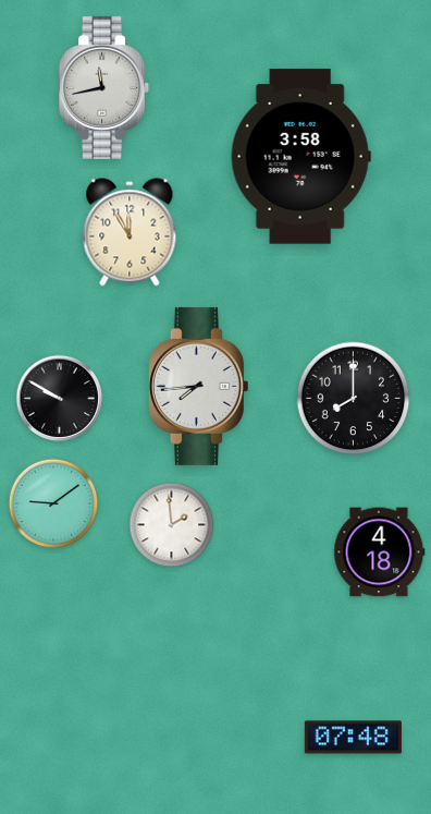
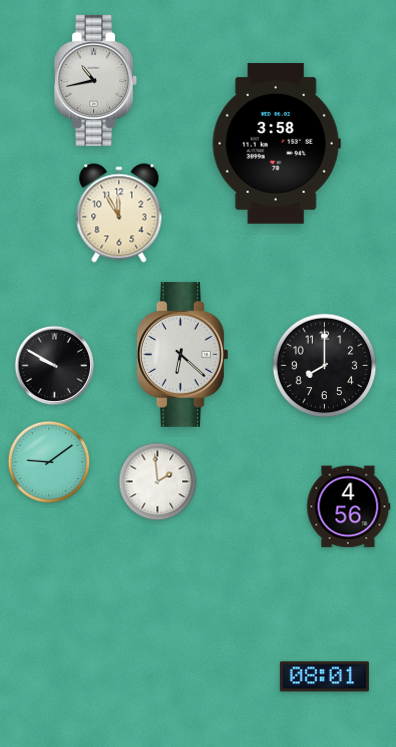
clock at (104, 87): 11:43 -> 10:43
clock at (198, 386): 7:44 -> 6:22
clock at (380, 552): 4:18 -> 4:56
clock at (353, 738): 07:48 -> 08:01
